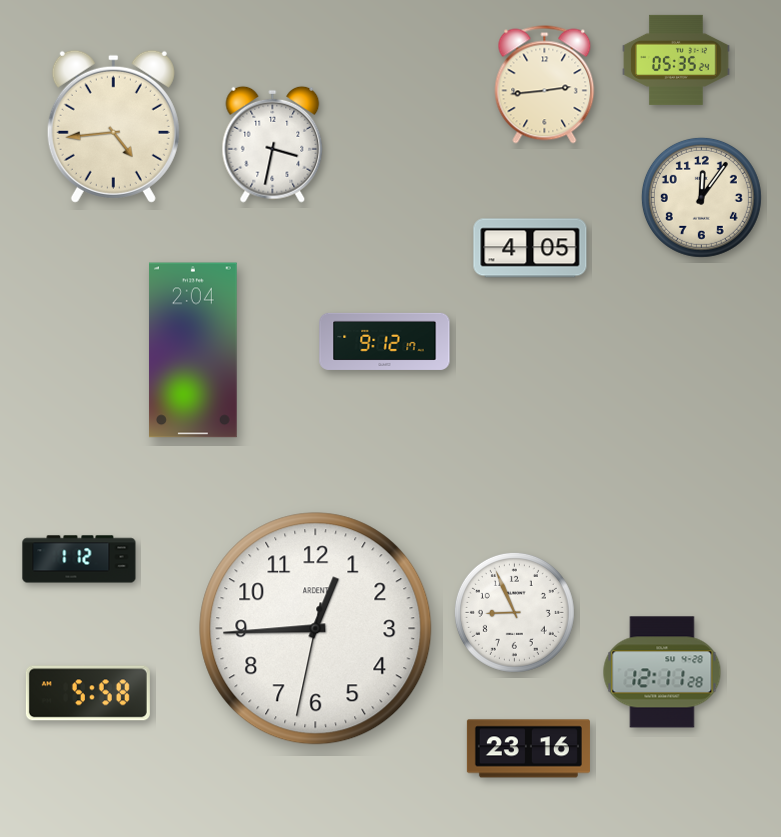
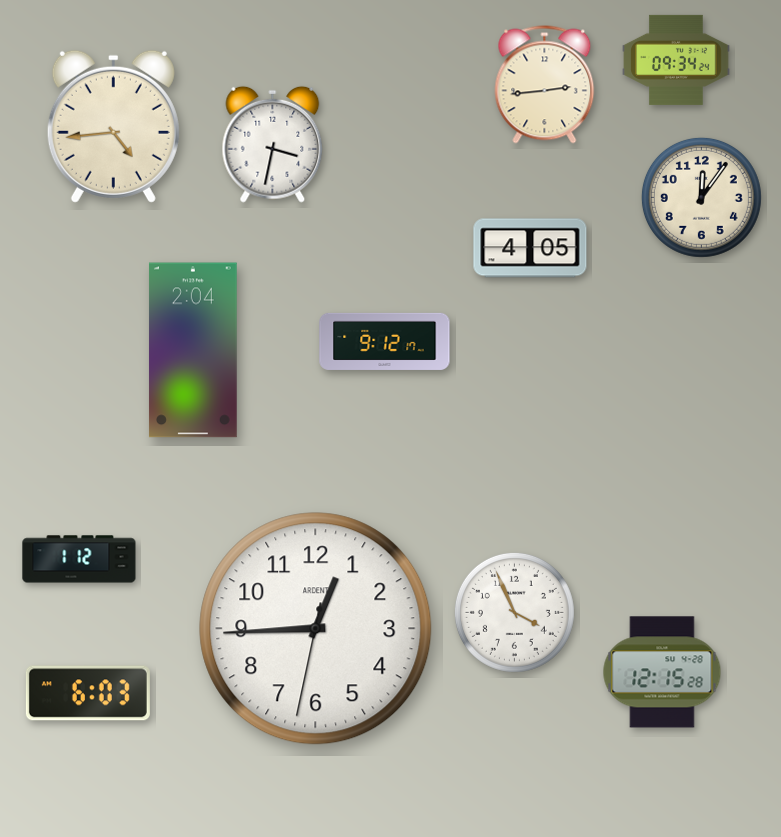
clock at (676, 60): 05:35 -> 09:34
clock at (514, 612): 8:56 -> 3:56
clock at (662, 672): 12:11 -> 12:15
clock at (88, 693): 5:58 -> 6:03
clock at (528, 749): 23:16 -> none
